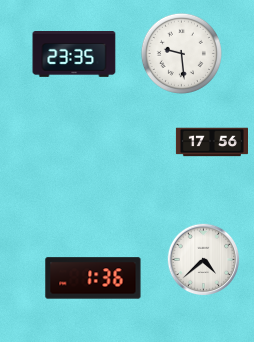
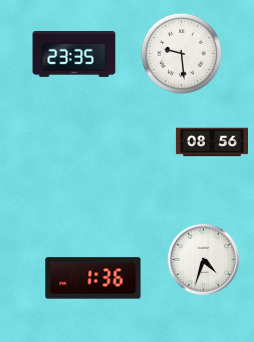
clock at (211, 142): 17:56 -> 08:56
clock at (204, 260): 4:38 -> 4:33
